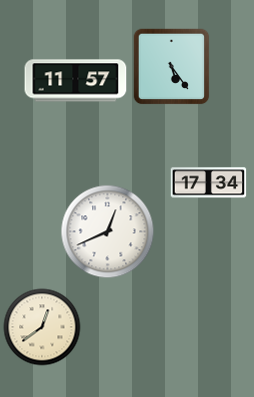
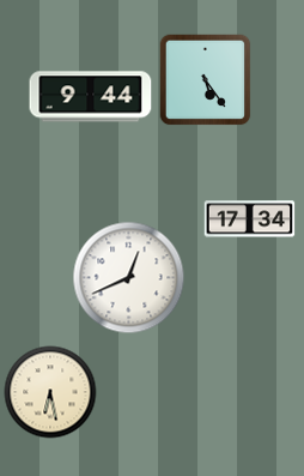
clock at (76, 81): 11:57 -> 9:44
clock at (42, 327): 12:39 -> 6:28
